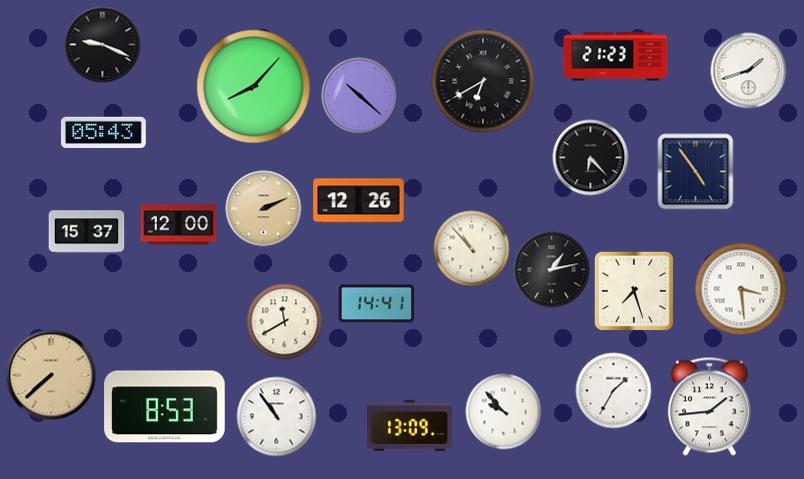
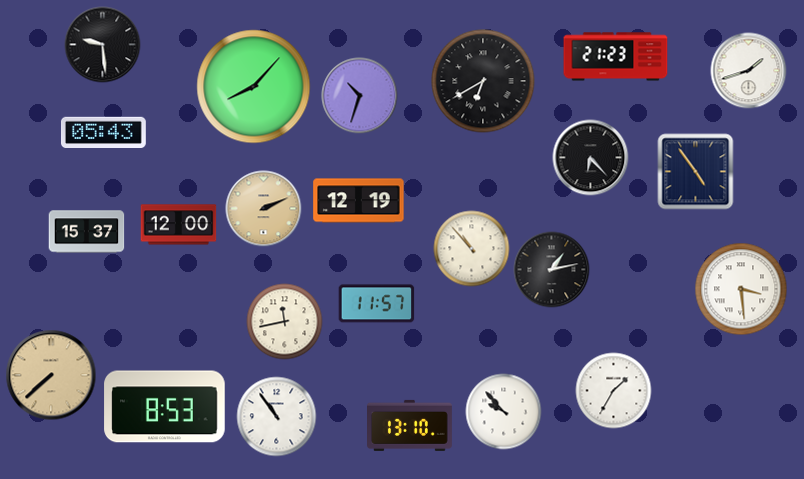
clock at (103, 45): 9:19 -> 9:29
clock at (360, 96): 10:22 -> 10:33
clock at (359, 201): 12:26 -> 12:19
clock at (634, 291): 7:27 -> none
clock at (377, 304): 14:41 -> 11:57
clock at (285, 322): 11:40 -> 11:43
clock at (709, 407): 1:44 -> none
clock at (410, 425): 13:09 -> 13:10
